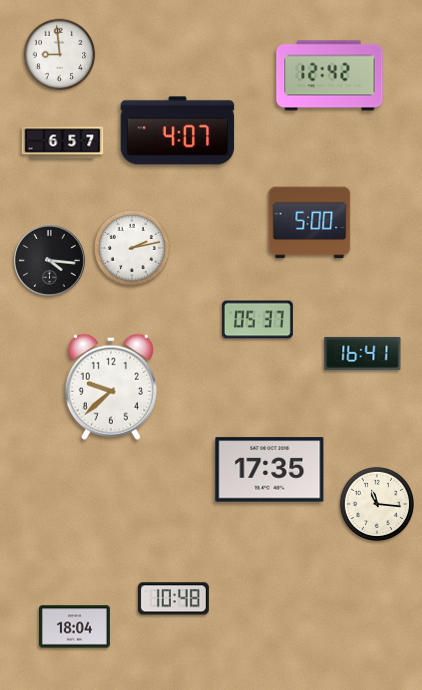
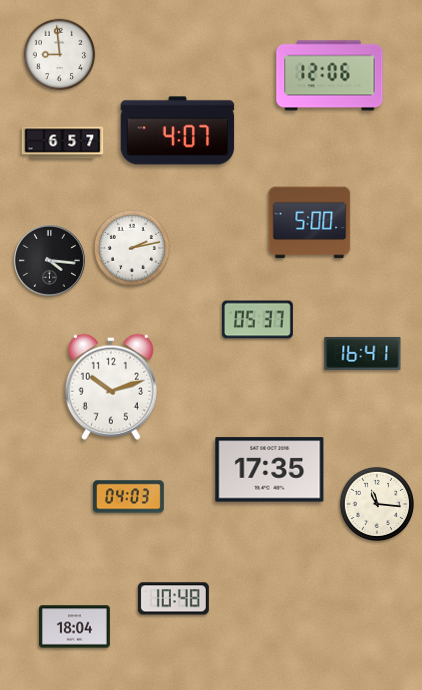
clock at (330, 76): 12:42 -> 12:06
clock at (111, 387): 9:38 -> 10:12
clock at (128, 497): none -> 04:03
